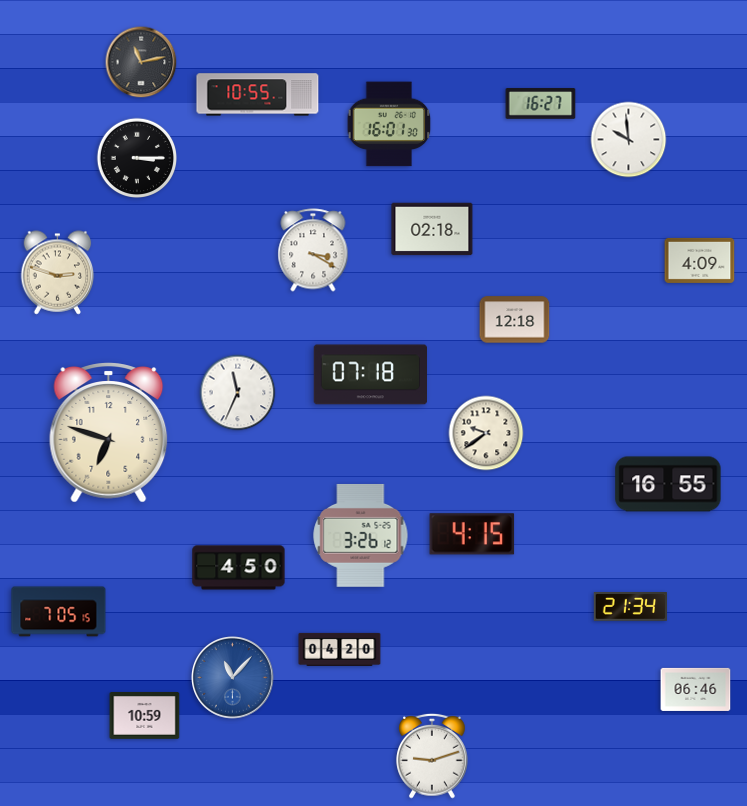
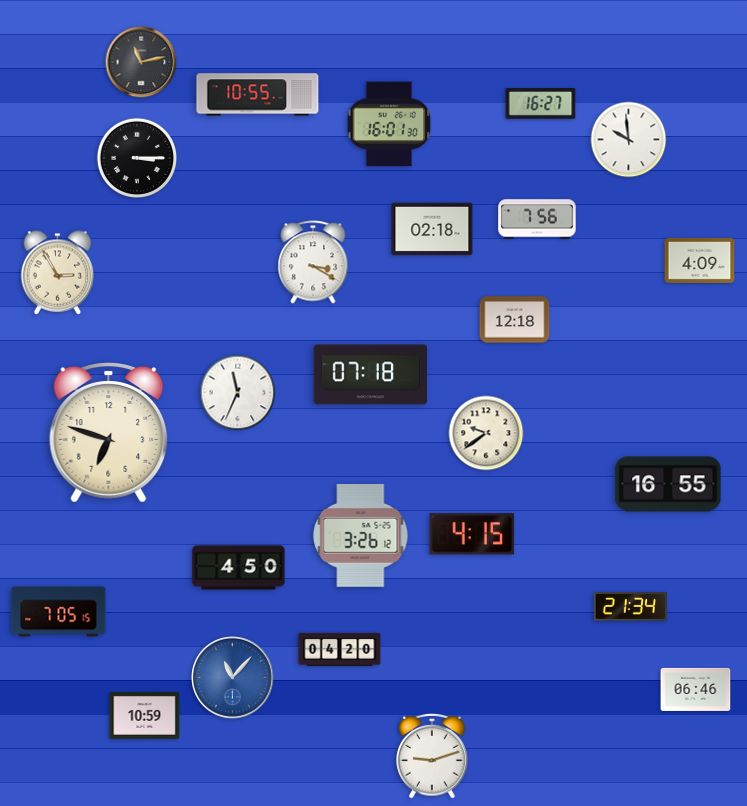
clock at (537, 219): none -> 7:56
clock at (313, 250) position: (313, 250) -> (313, 262)
clock at (58, 273): 2:48 -> 2:55
